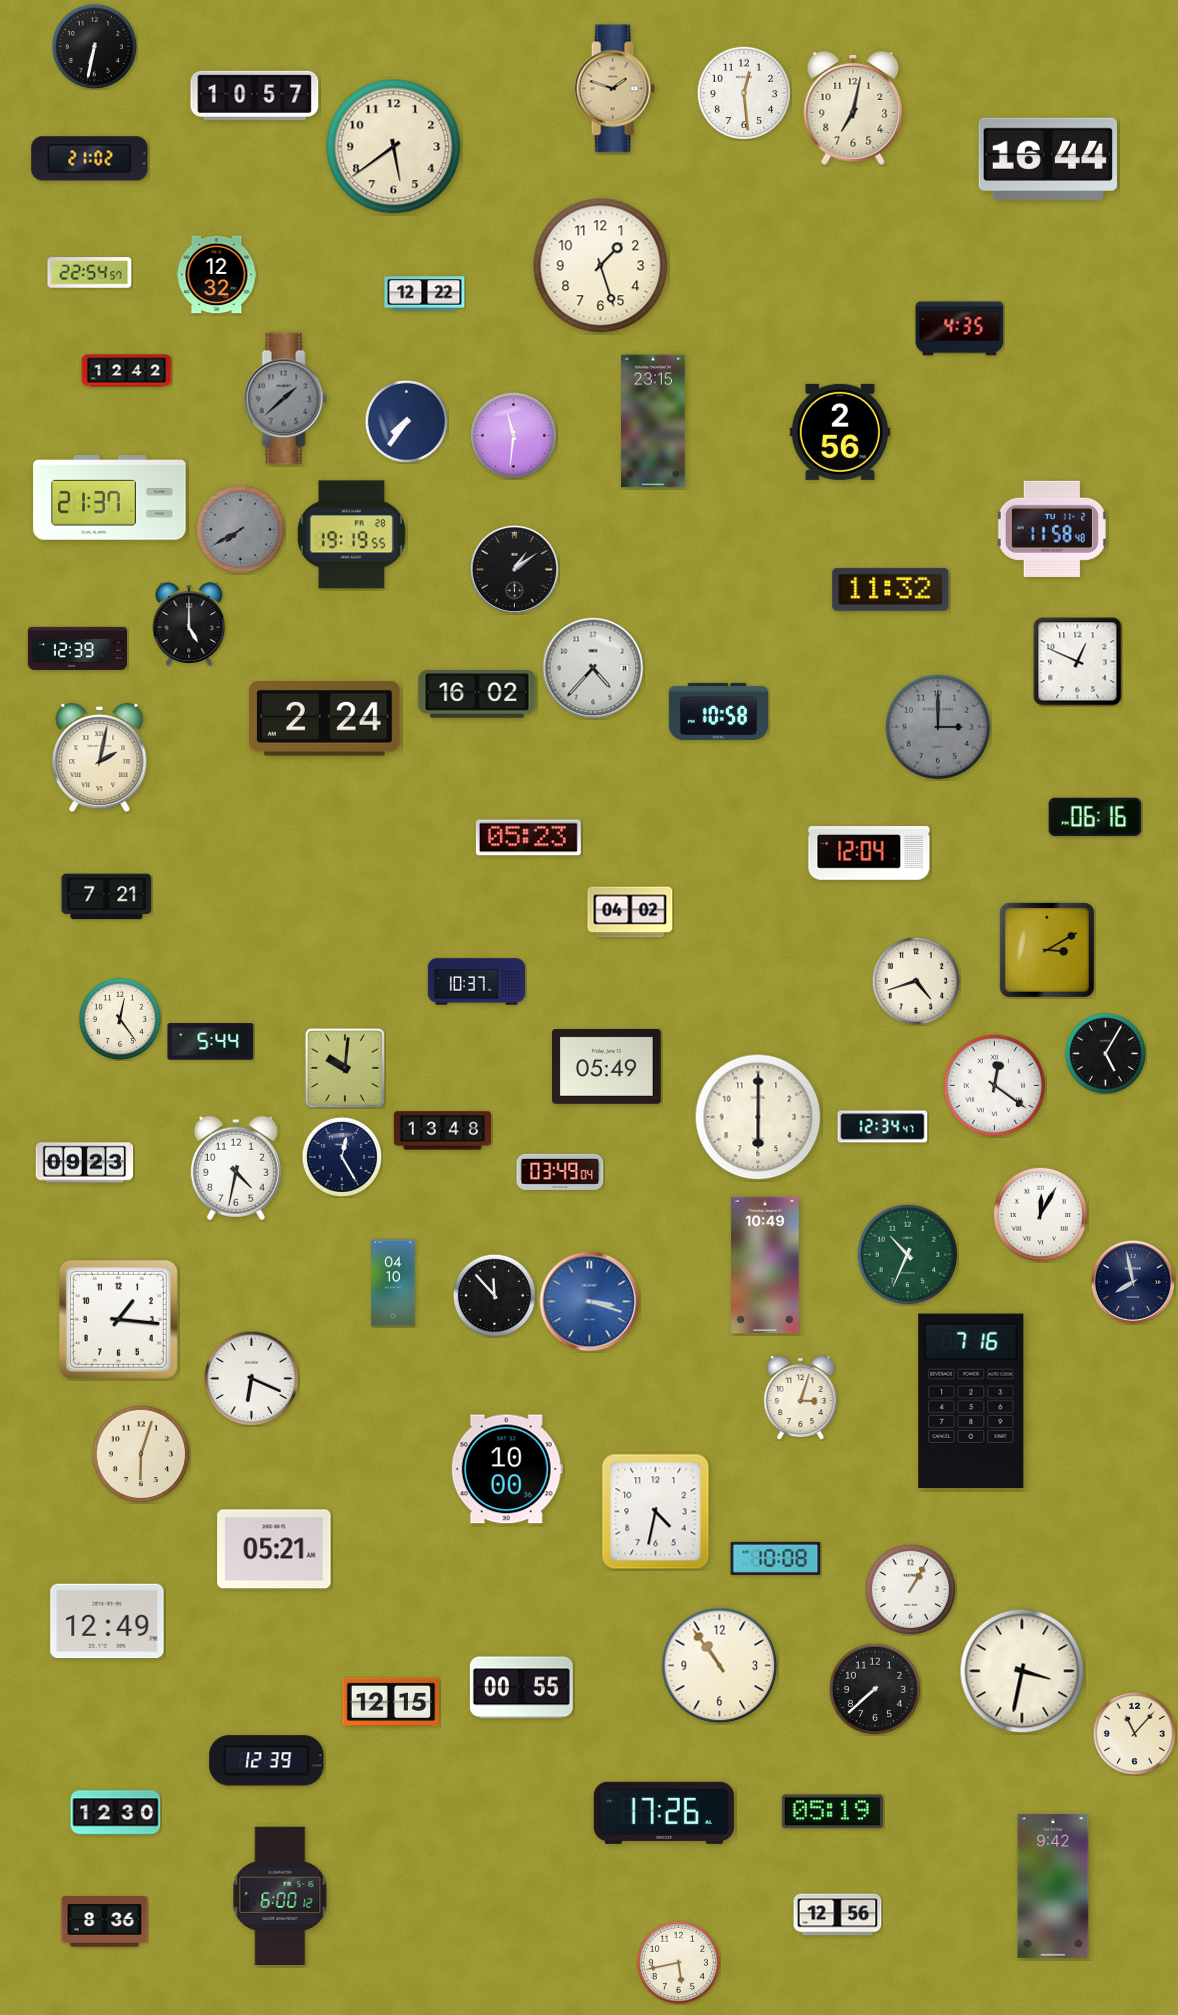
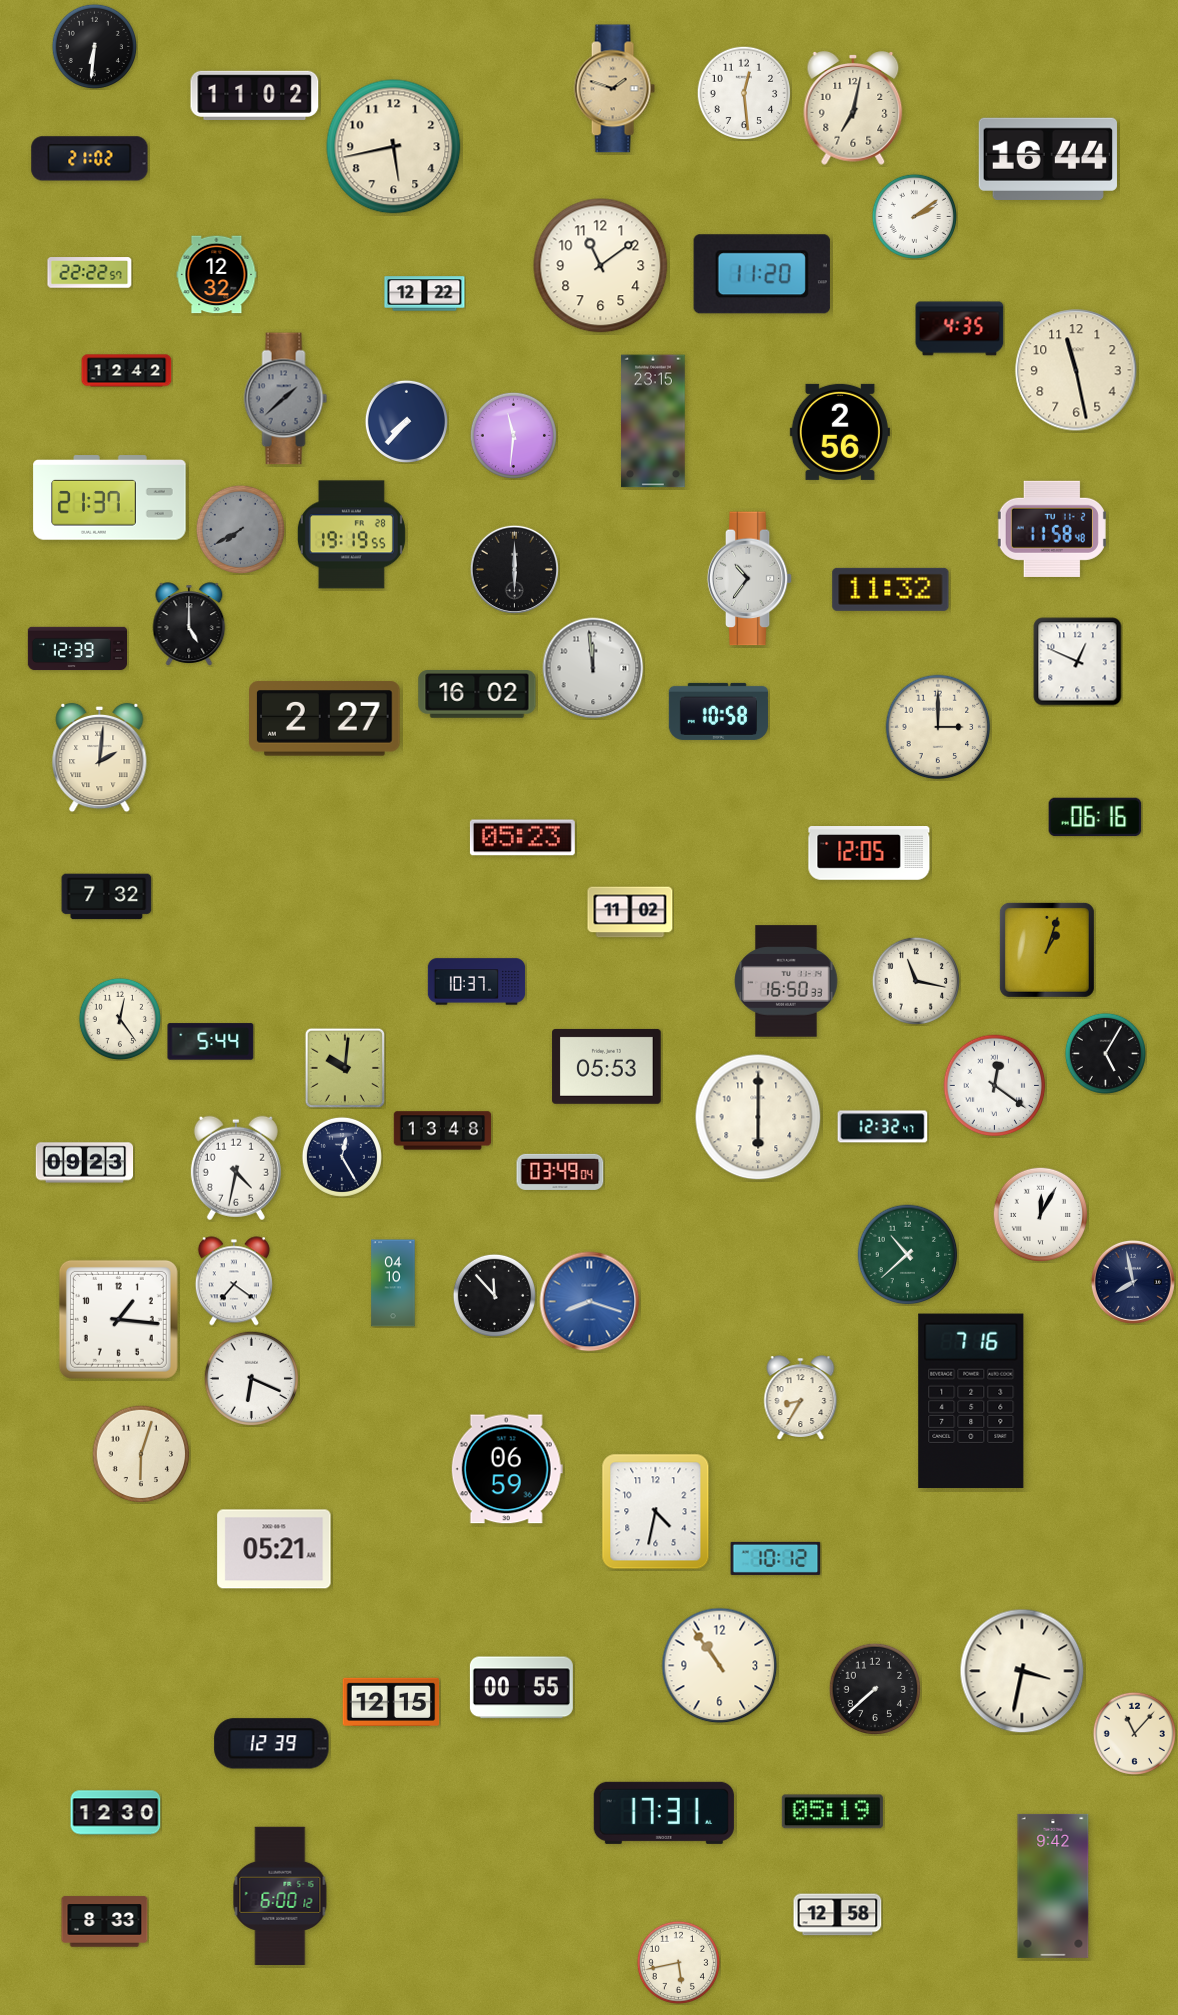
clock at (94, 46): 6:32 -> 6:31
clock at (255, 95): 10:57 -> 11:02
clock at (394, 147): 5:39 -> 5:43
clock at (914, 216): none -> 2:09
clock at (601, 266): 1:27 -> 11:09
clock at (90, 273): 22:54 -> 22:22
clock at (762, 274): none -> 11:20
clock at (1076, 370): none -> 11:28
clock at (406, 421): 7:36 -> 7:37
clock at (514, 569): 1:09 -> 6:00
clock at (750, 579): none -> 10:36
clock at (593, 668): 4:37 -> 11:59
clock at (325, 719): 2:24 -> 2:27
clock at (938, 727) dial: grey -> cream
clock at (100, 758): 2:02 -> 2:01
clock at (528, 838) position: (528, 838) -> (522, 838)
clock at (869, 854): 12:04 -> 12:05
clock at (107, 897): 7:21 -> 7:32
clock at (630, 912): 04:02 -> 11:02
clock at (1047, 950): 3:10 -> 1:03
clock at (915, 980): 4:42 -> 11:17
clock at (786, 981): none -> 16:50
clock at (607, 1066): 05:49 -> 05:53
clock at (883, 1127): 12:34 -> 12:32
clock at (908, 1255): 10:34 -> 10:38
clock at (765, 1265): 10:49 -> none
clock at (234, 1281): none -> 7:21
clock at (590, 1302): 3:18 -> 8:18
clock at (801, 1397): 3:03 -> 8:35
clock at (507, 1469): 10:00 -> 06:59
clock at (776, 1558): 10:08 -> 10:12
clock at (910, 1589): 1:05 -> none
clock at (107, 1621): 12:49 -> none
clock at (267, 1761) position: (267, 1761) -> (272, 1744)
clock at (664, 1813): 17:26 -> 17:31
clock at (838, 1915): 12:56 -> 12:58
clock at (105, 1922): 8:36 -> 8:33
